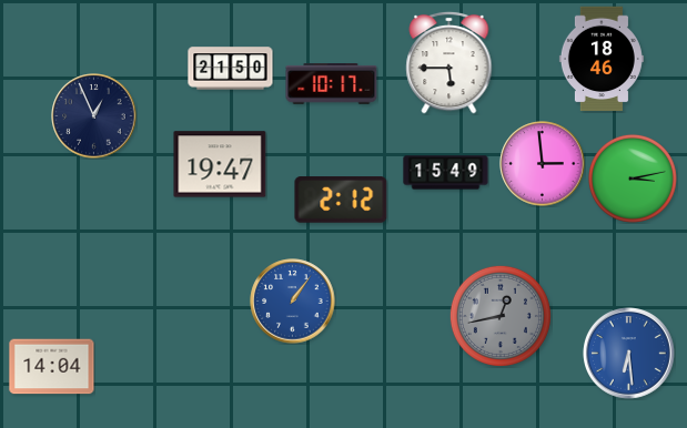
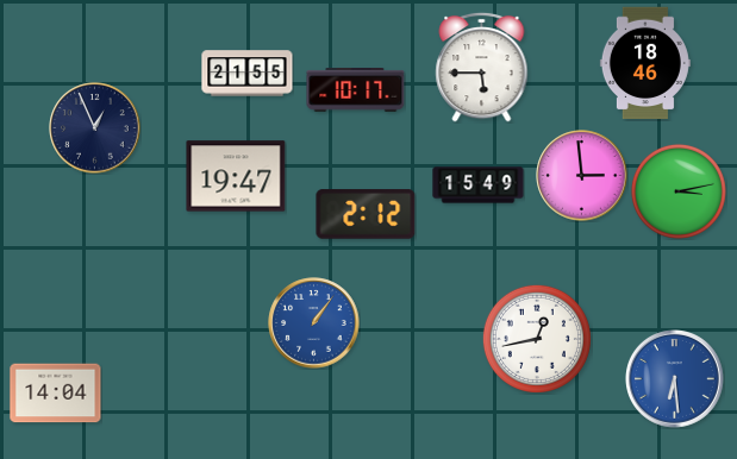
clock at (231, 69): 21:50 -> 21:55
clock at (94, 116) position: (94, 116) -> (95, 128)
clock at (501, 316) dial: grey -> white
